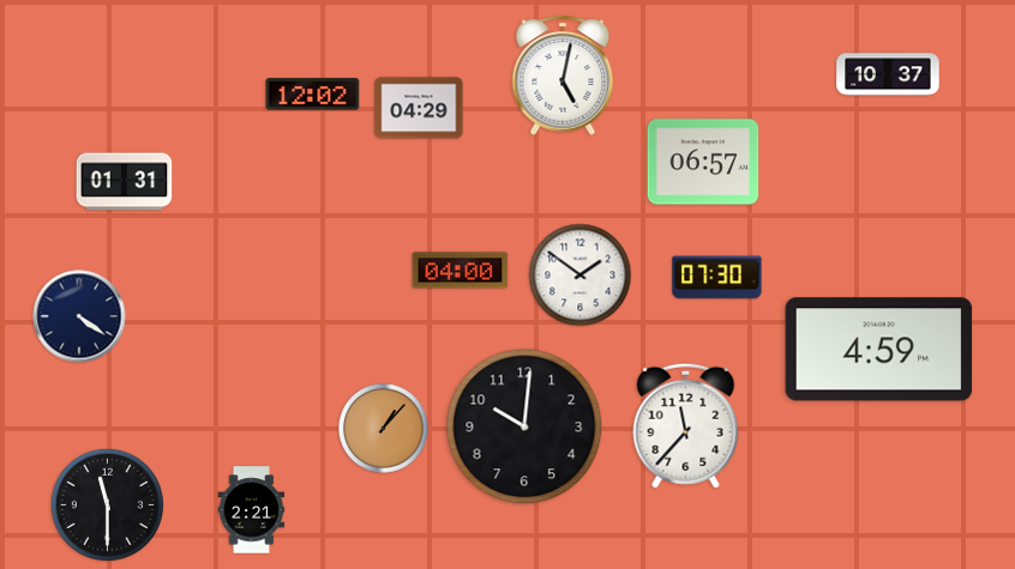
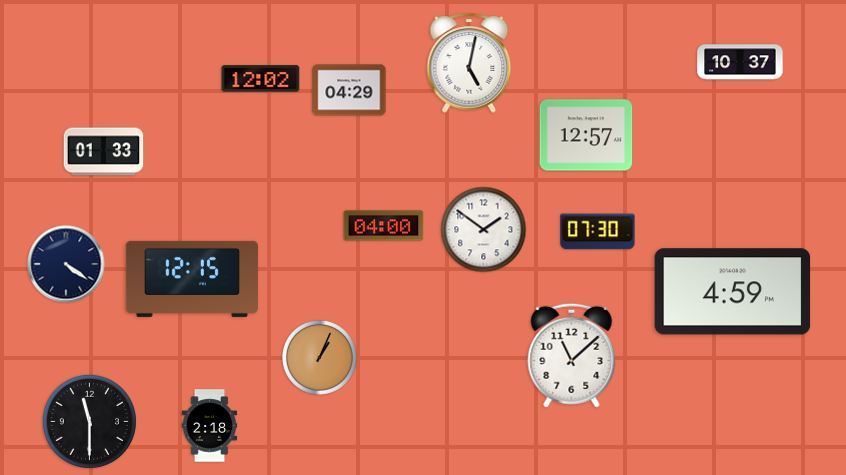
clock at (703, 162): 06:57 -> 12:57
clock at (125, 182): 01:31 -> 01:33
clock at (192, 279): none -> 12:15
clock at (686, 425): 11:37 -> 11:08
clock at (524, 426): 10:01 -> none
clock at (383, 428): 1:07 -> 1:04
clock at (252, 510): 2:21 -> 2:18
